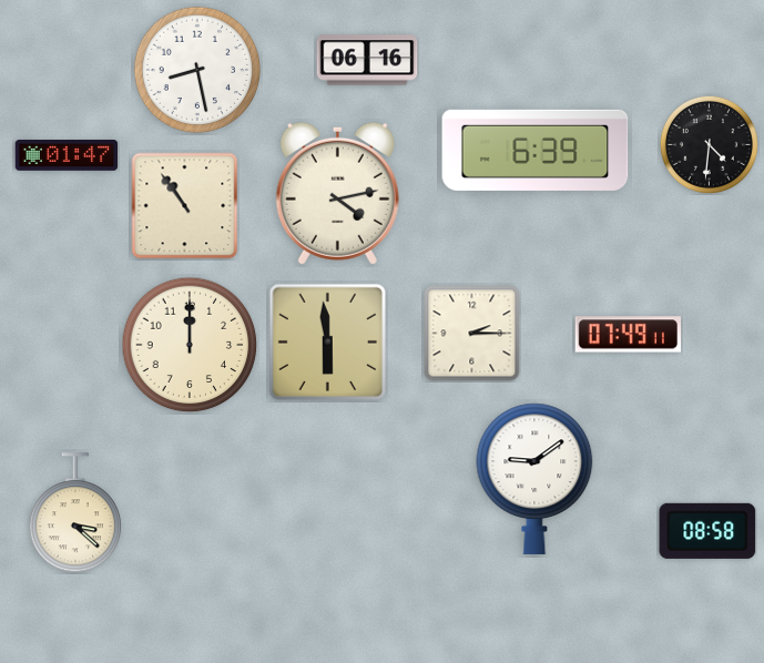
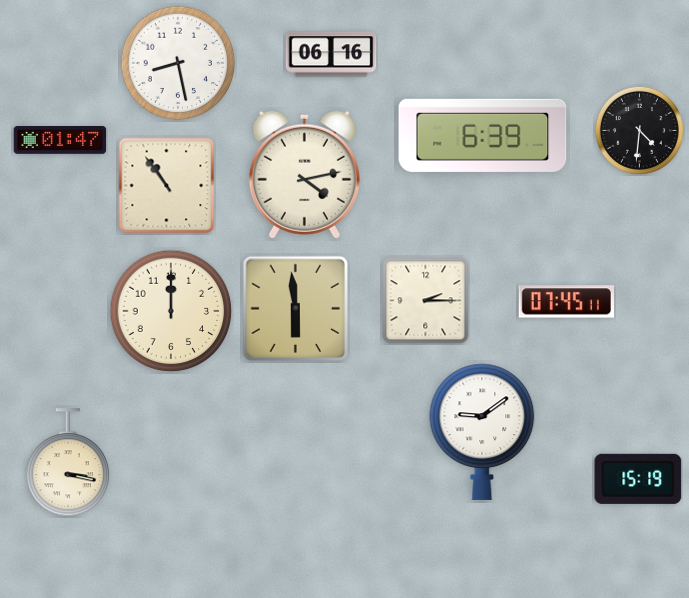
clock at (628, 335): 07:49 -> 07:45
clock at (74, 513): 3:22 -> 3:17
clock at (707, 531): 08:58 -> 15:19
